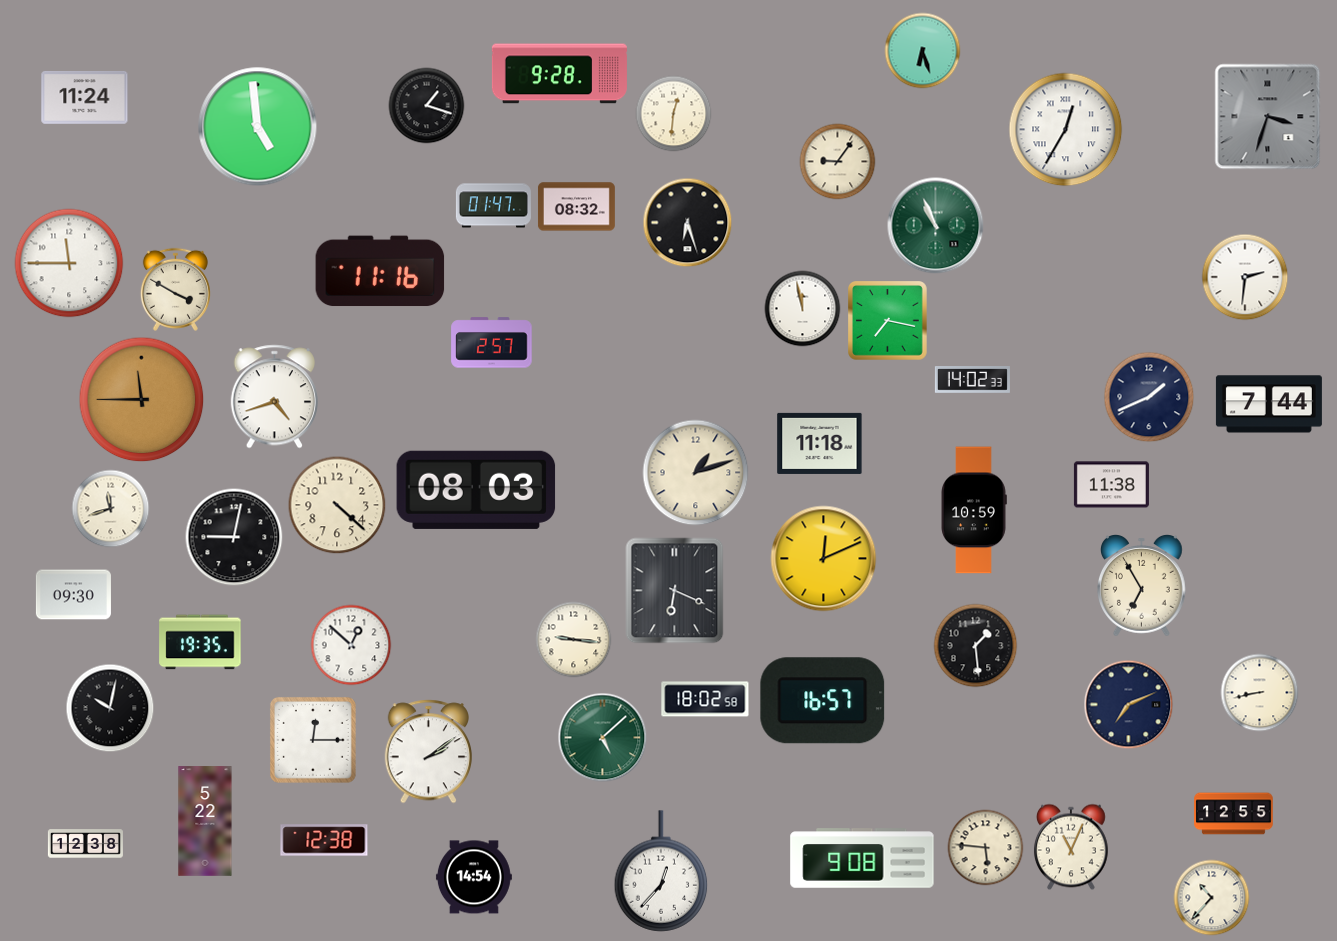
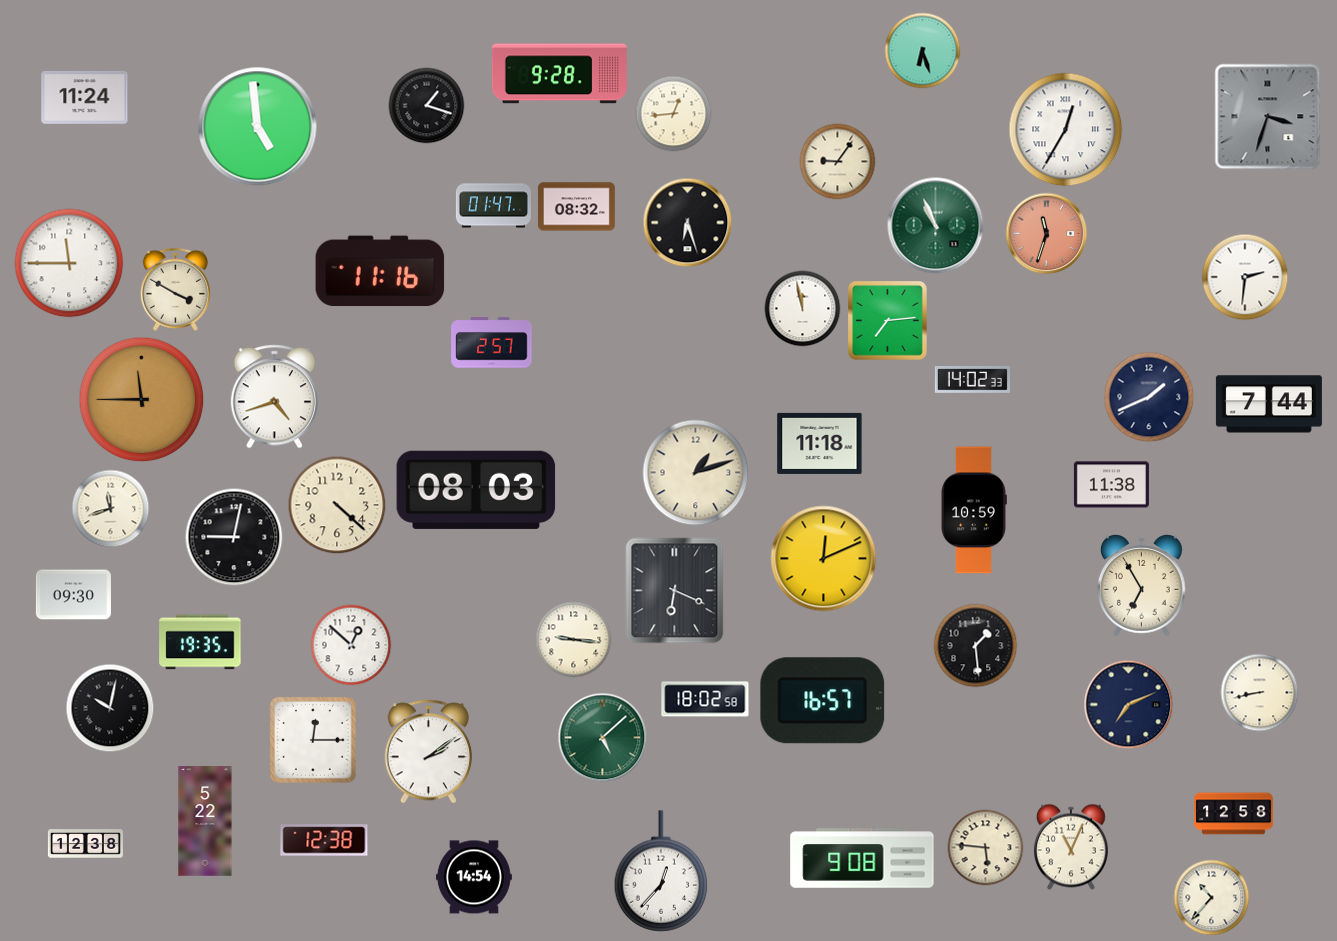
clock at (674, 114): 12:31 -> 12:44
clock at (1047, 234): none -> 11:33
clock at (888, 321): 7:17 -> 7:14
clock at (1234, 814): 12:55 -> 12:58
